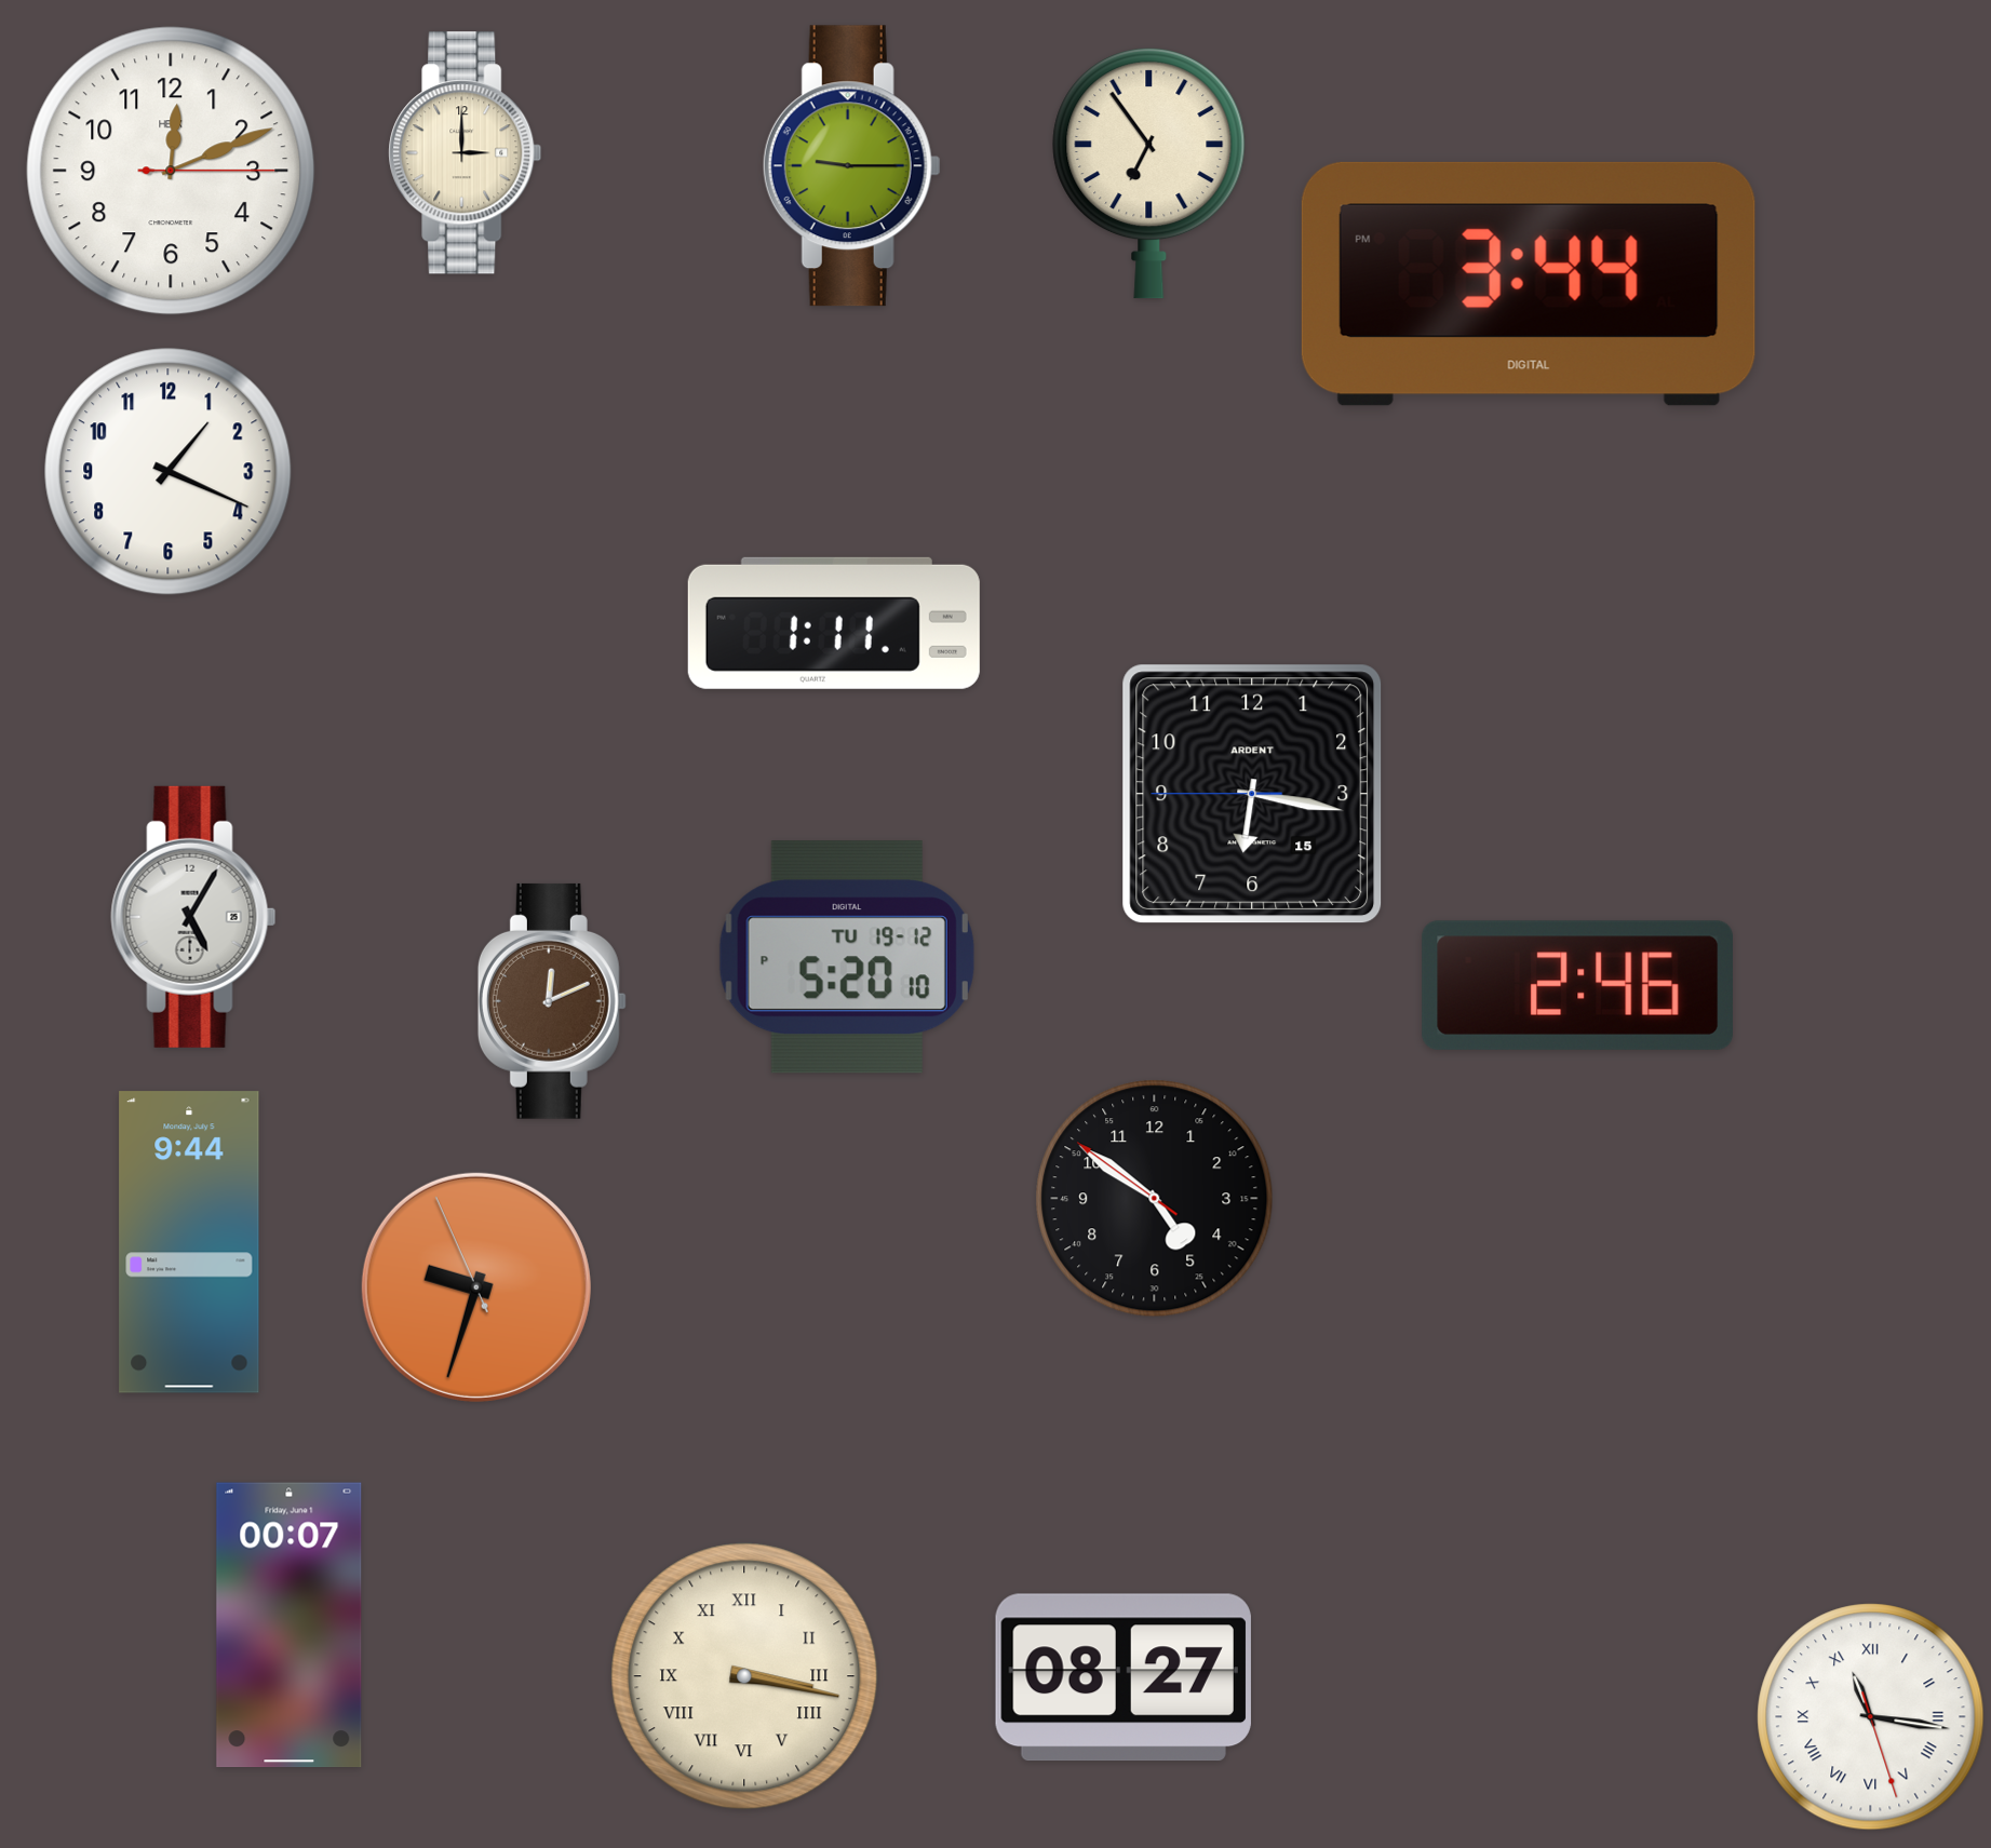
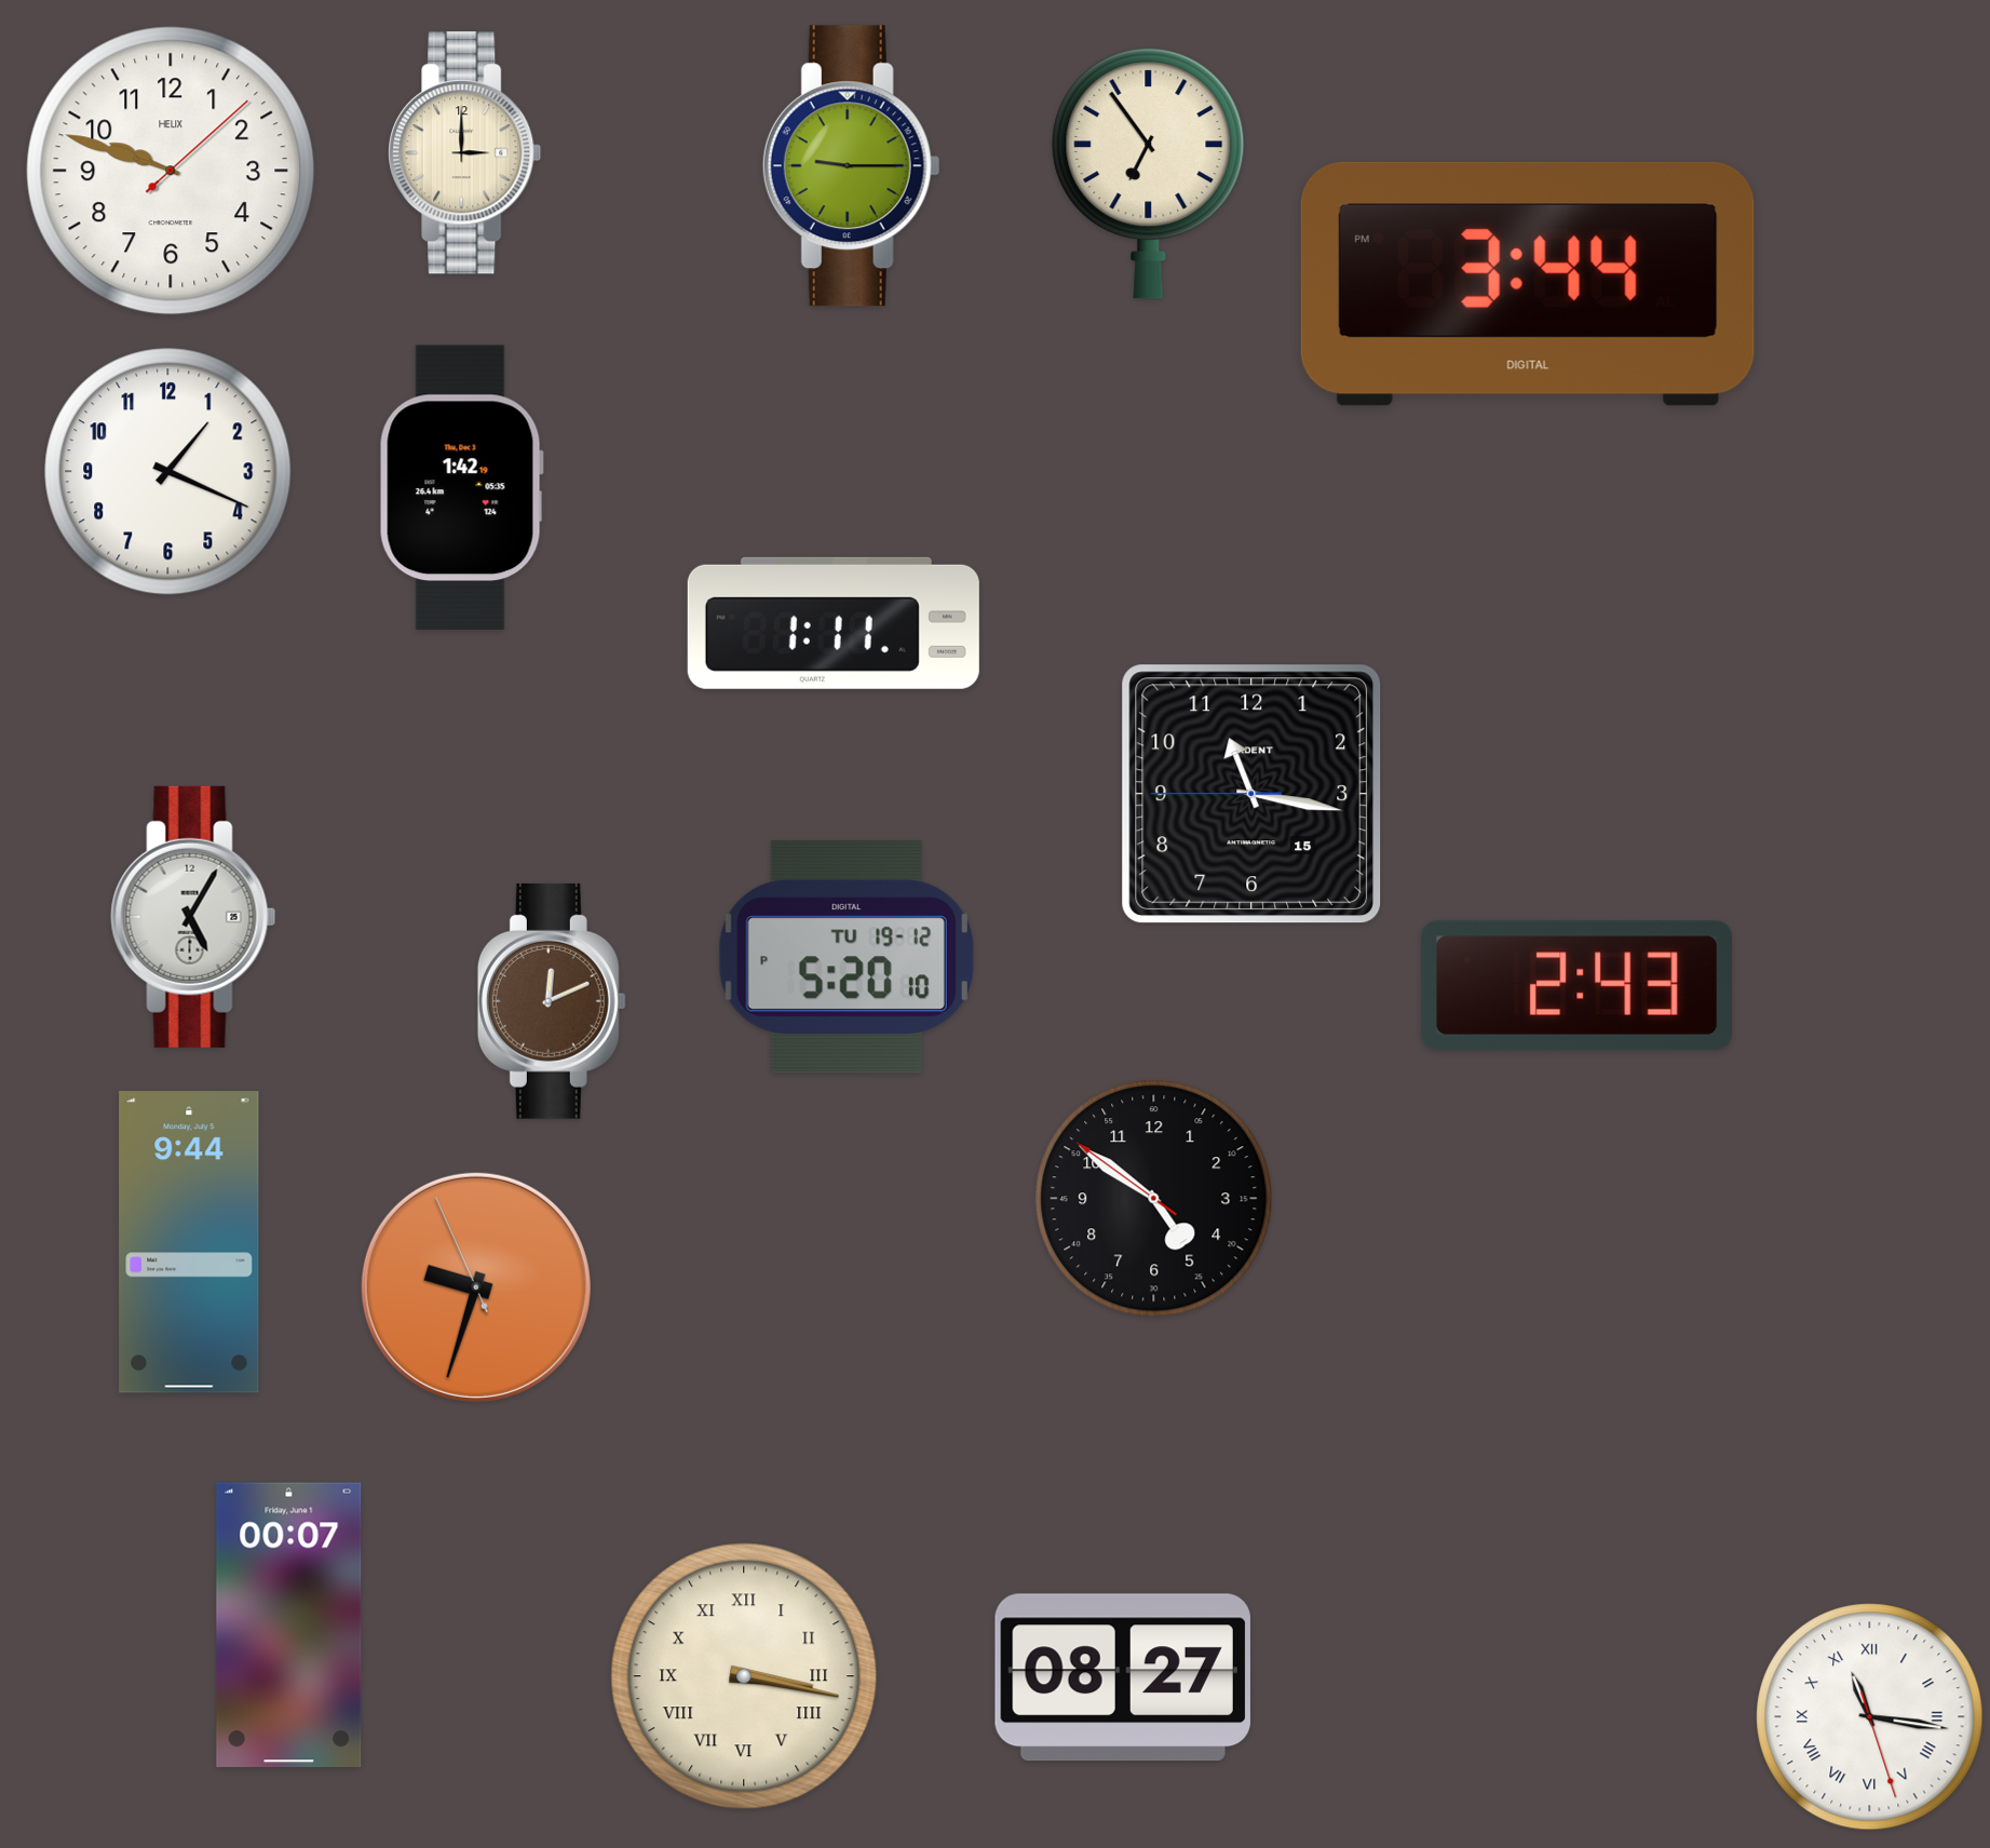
clock at (171, 171): 12:11 -> 9:48
clock at (461, 487): none -> 1:42
clock at (1252, 794): 6:16 -> 11:16
clock at (1577, 985): 2:46 -> 2:43
